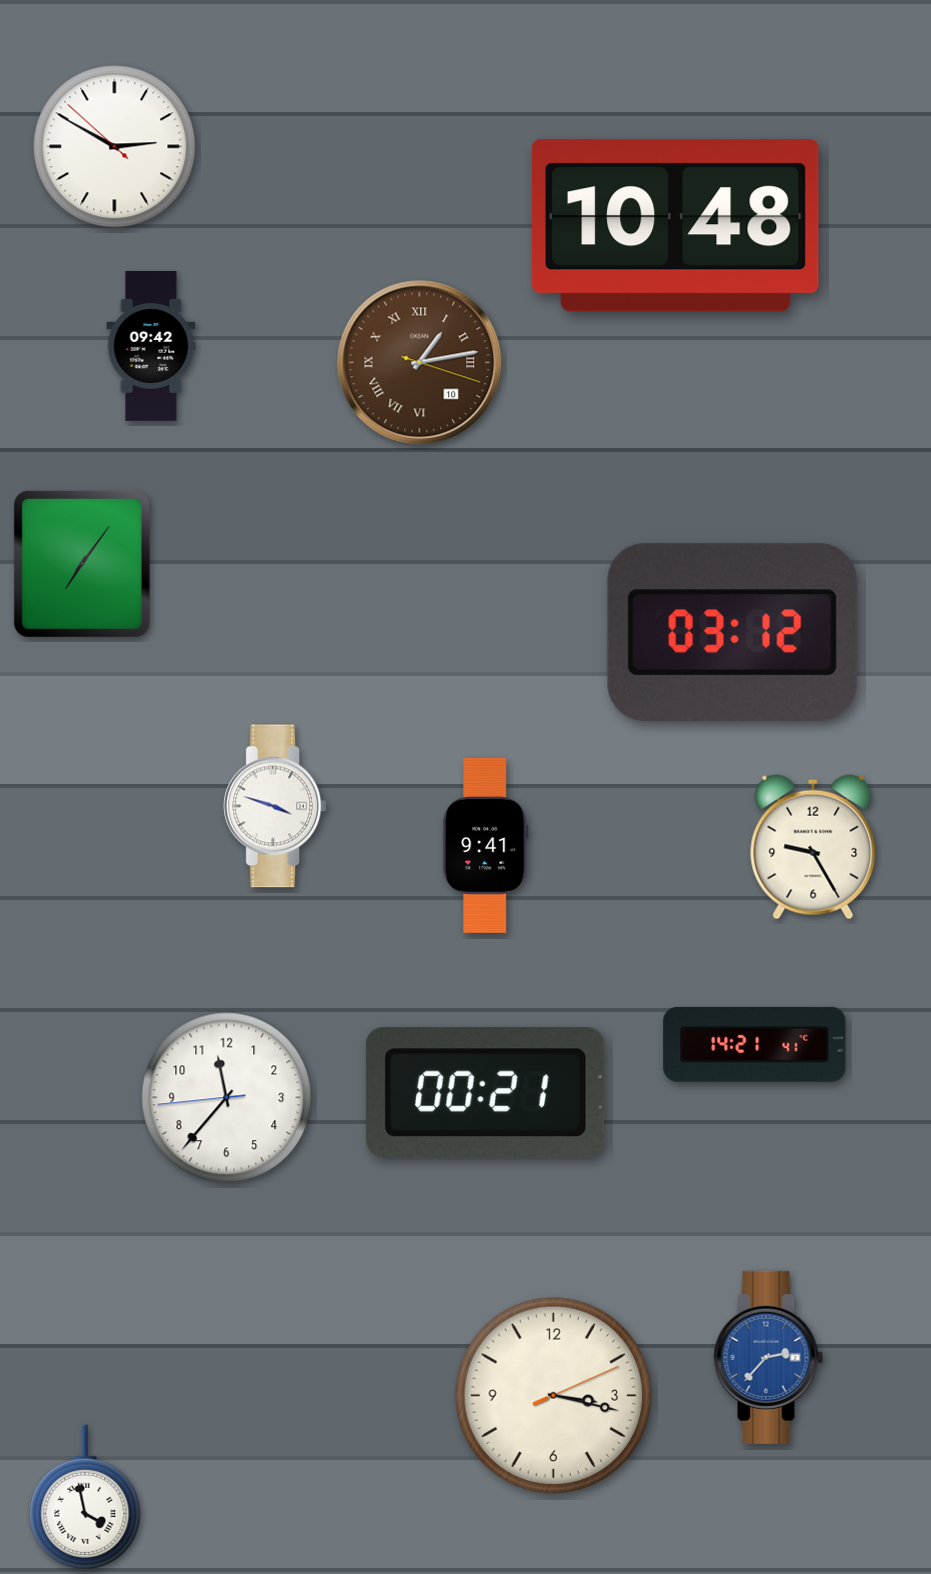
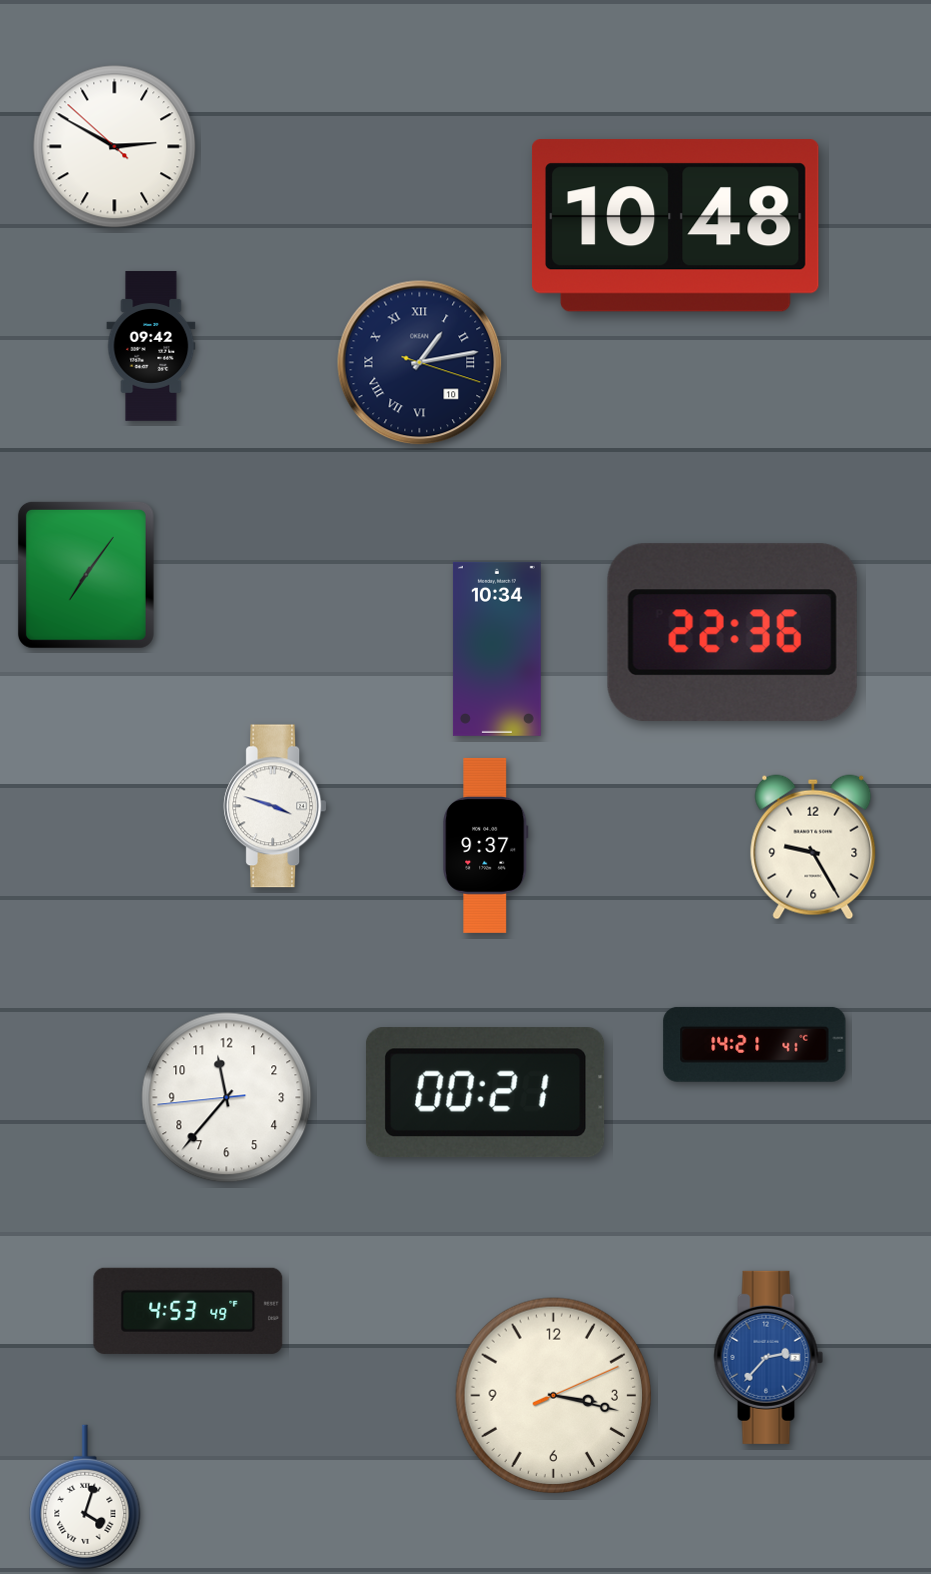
clock at (420, 363) dial: brown -> navy
clock at (82, 564) position: (82, 564) -> (86, 575)
clock at (732, 632): 03:12 -> 22:36
clock at (497, 649): none -> 10:34
clock at (486, 845): 9:41 -> 9:37
clock at (188, 1311): none -> 4:53
clock at (85, 1497): 3:58 -> 4:03
